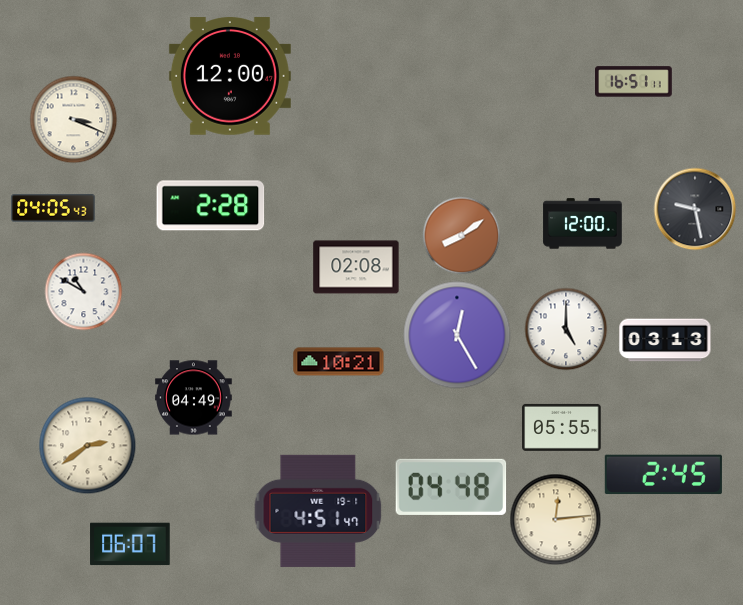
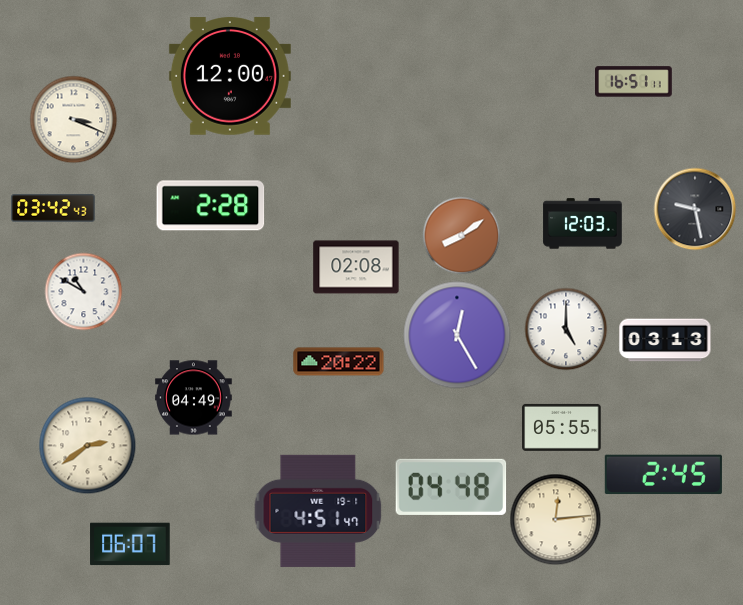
clock at (53, 208): 04:05 -> 03:42
clock at (583, 224): 12:00 -> 12:03
clock at (339, 362): 10:21 -> 20:22
